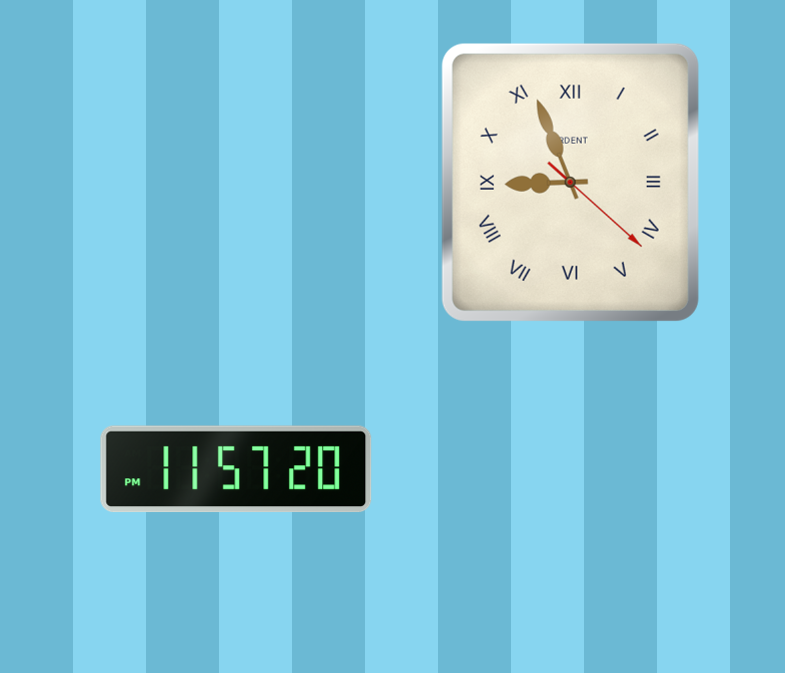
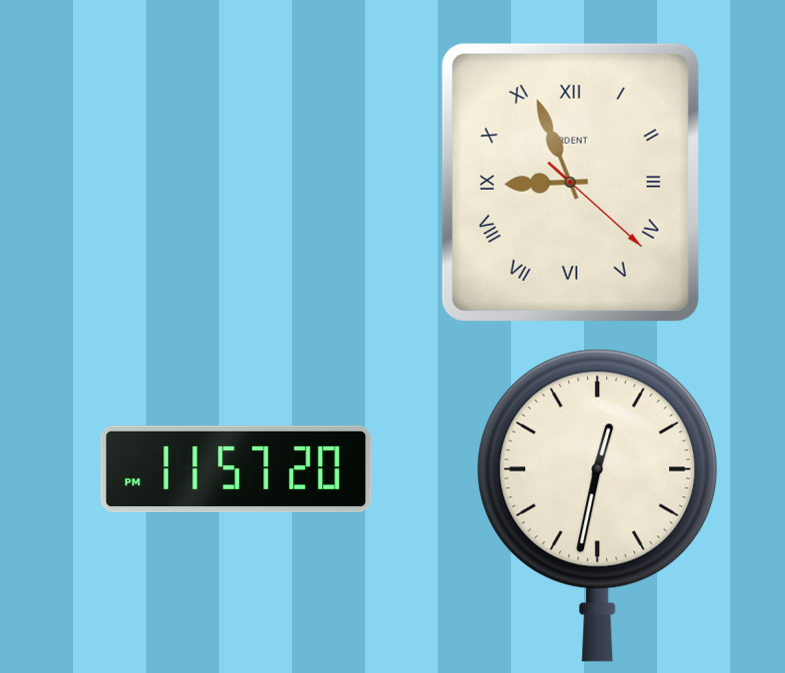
clock at (598, 505): none -> 12:32
